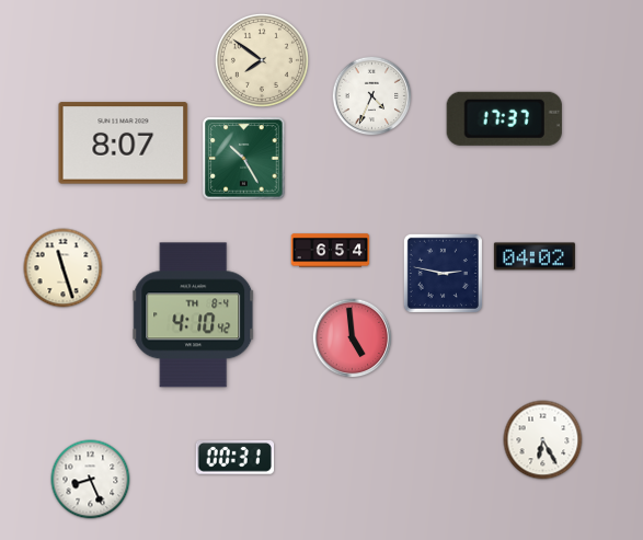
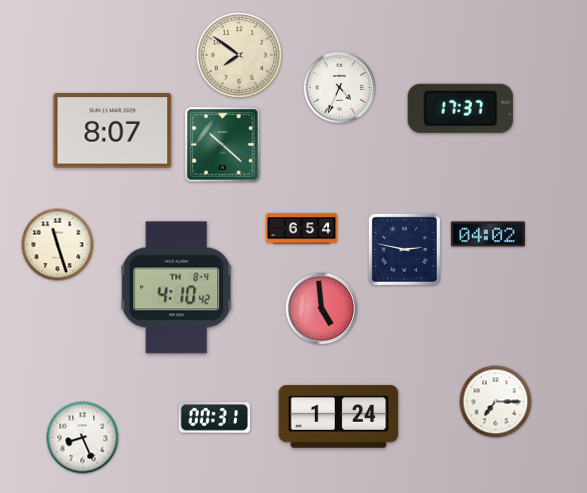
clock at (244, 159): 10:25 -> 10:22
clock at (543, 440): 6:25 -> 7:15
clock at (339, 417): none -> 1:24
